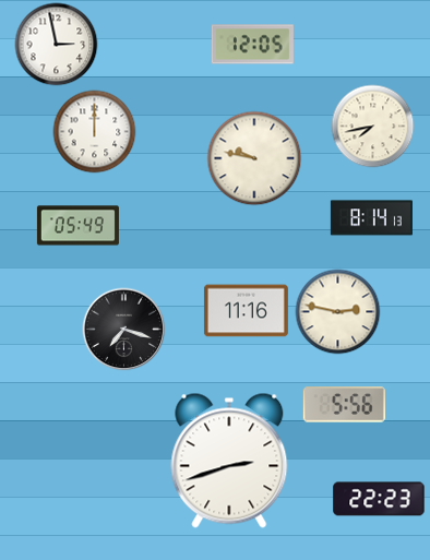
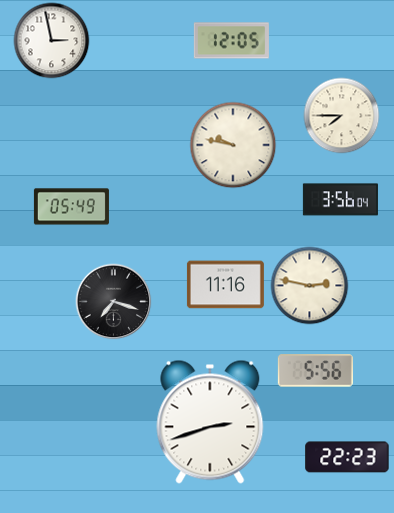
clock at (373, 127): 7:43 -> 7:45
clock at (95, 132): 12:00 -> none
clock at (371, 218): 8:14 -> 3:56
